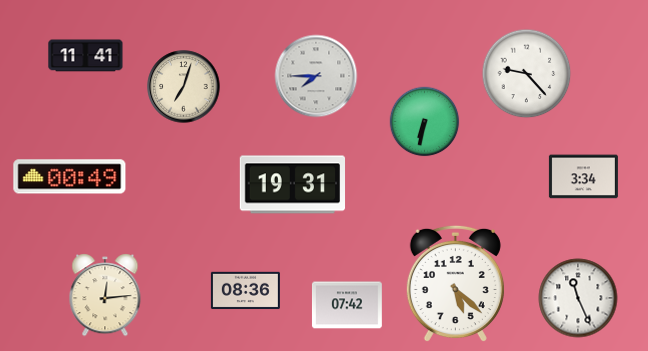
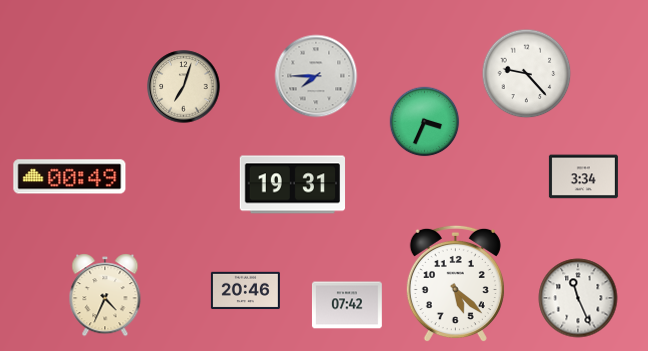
clock at (86, 56): 11:41 -> none
clock at (425, 122): 6:32 -> 3:34
clock at (245, 291): 08:36 -> 20:46
clock at (105, 295): 12:14 -> 4:34
